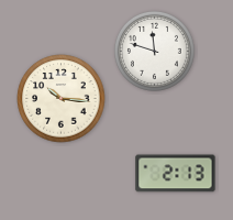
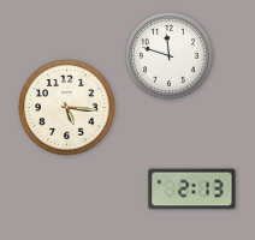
clock at (62, 99): 10:16 -> 5:16
